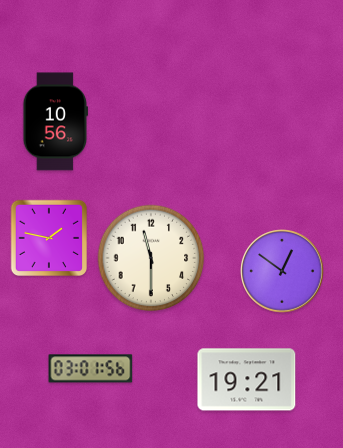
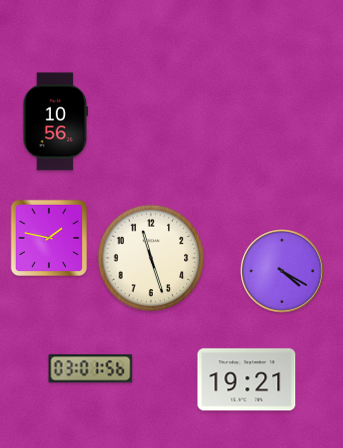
clock at (151, 258): 11:30 -> 11:27
clock at (282, 271): 12:51 -> 4:20
